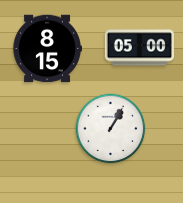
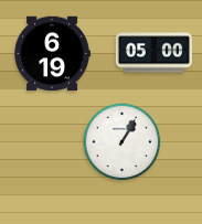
clock at (47, 49): 8:15 -> 6:19
